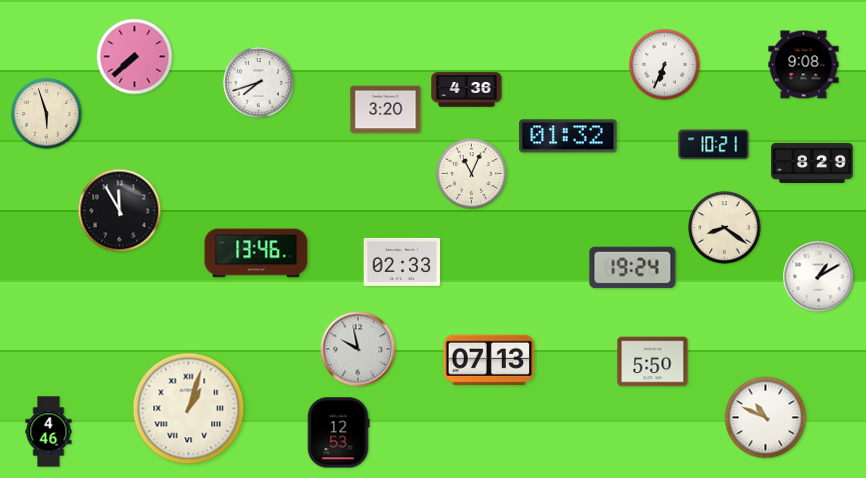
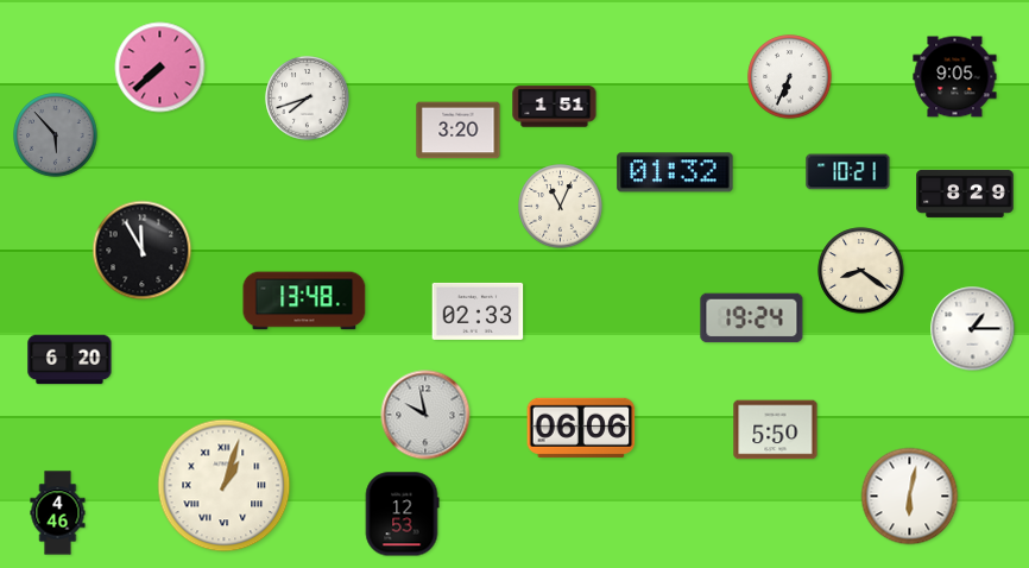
clock at (804, 65): 9:08 -> 9:05
clock at (467, 90): 4:36 -> 1:51
clock at (47, 114): 5:57 -> 5:53
clock at (47, 114) dial: cream -> grey
clock at (568, 136) position: (568, 136) -> (675, 172)
clock at (256, 253): 13:46 -> 13:48
clock at (819, 277): 1:10 -> 1:15
clock at (70, 360): none -> 6:20
clock at (489, 360): 07:13 -> 06:06
clock at (766, 418): 10:49 -> 6:02
